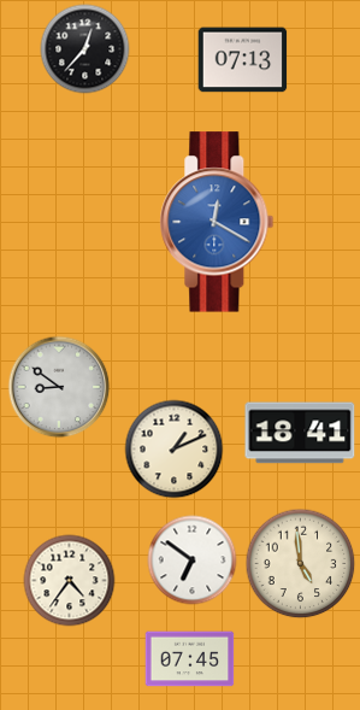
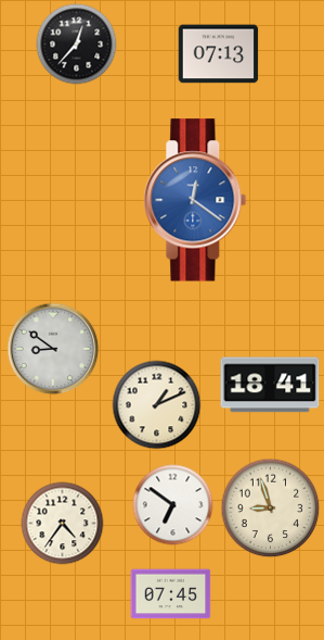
clock at (217, 222): 12:20 -> 12:21
clock at (300, 433) position: (300, 433) -> (270, 385)
clock at (301, 564): 4:59 -> 8:57
